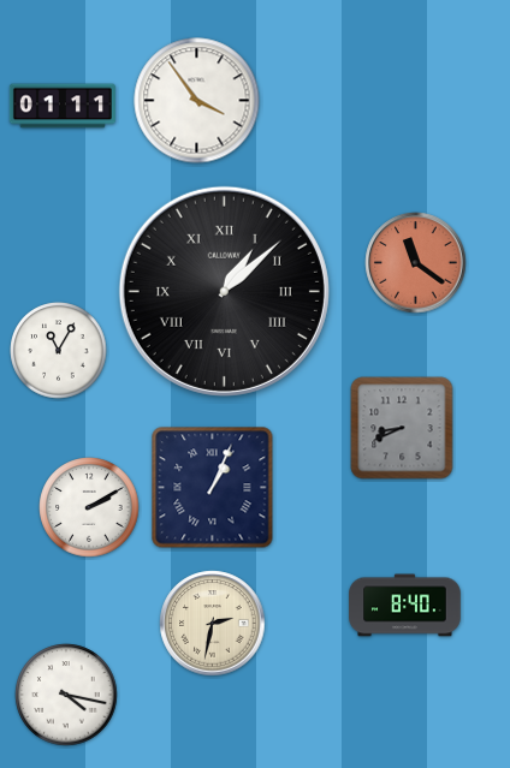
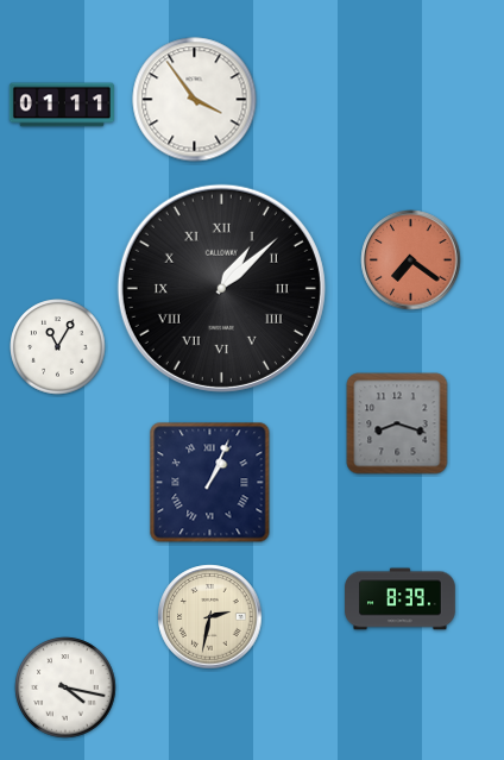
clock at (416, 263): 11:21 -> 7:21
clock at (402, 428): 8:41 -> 8:18
clock at (89, 507): 2:10 -> none
clock at (405, 606): 8:40 -> 8:39
